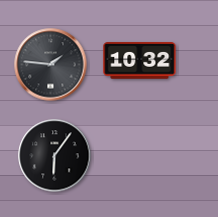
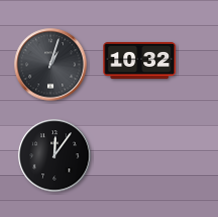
clock at (51, 65): 1:46 -> 1:03
clock at (55, 156): 6:06 -> 12:06
